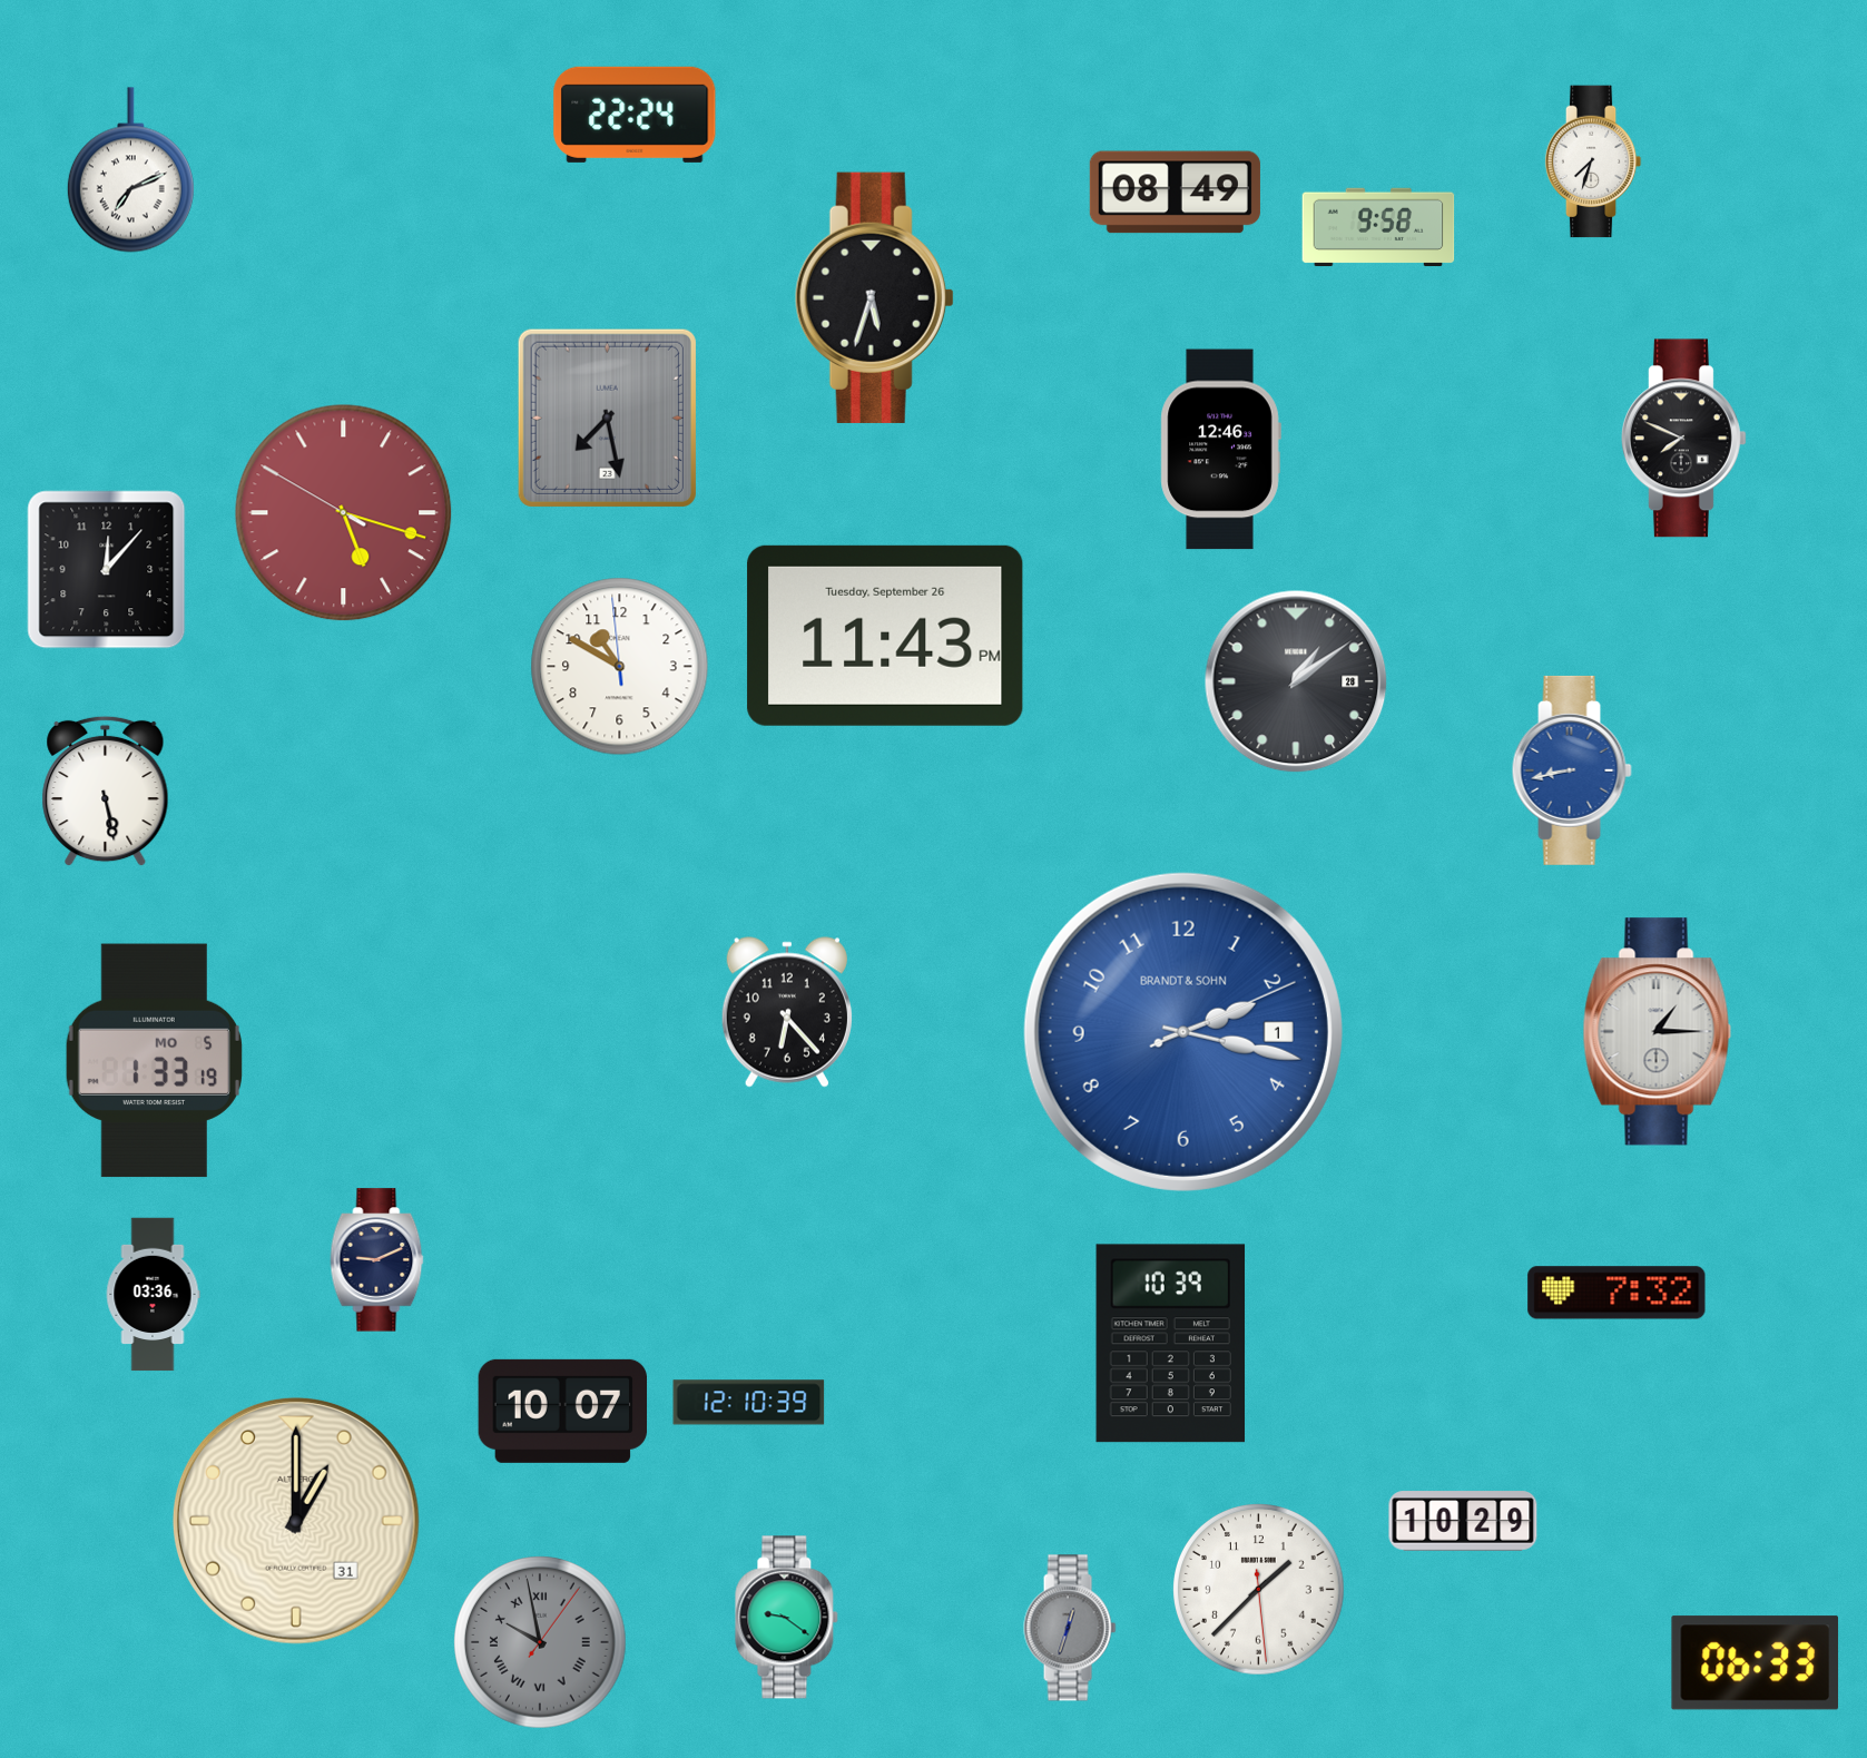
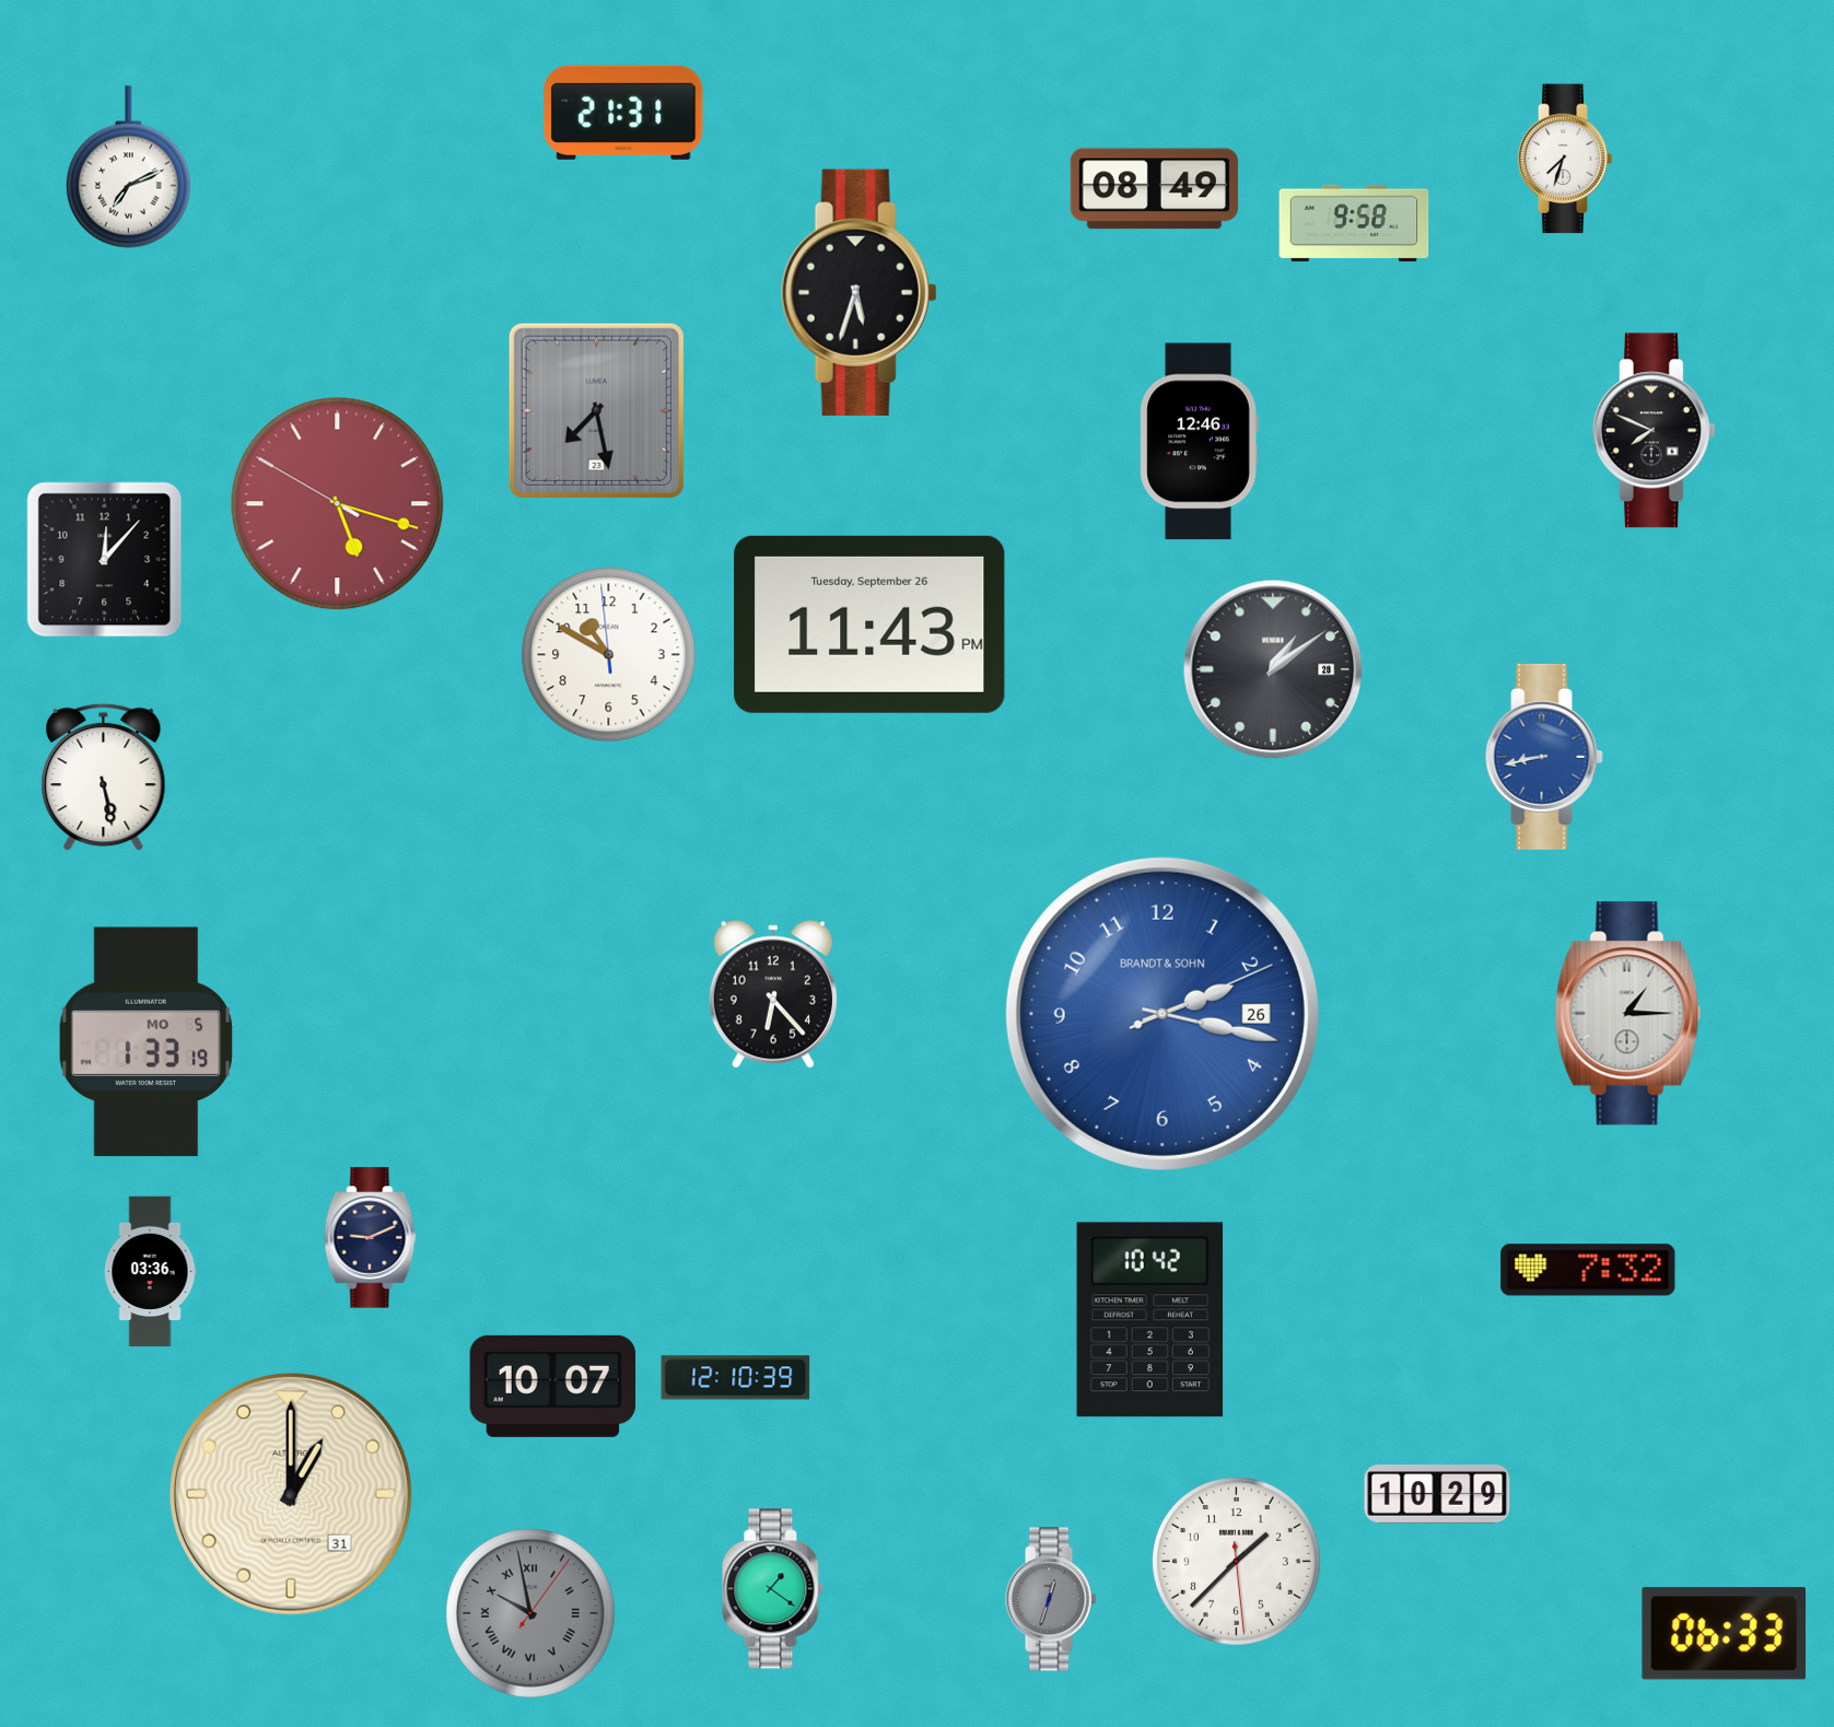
clock at (635, 115): 22:24 -> 21:31
clock at (1183, 1032) date: 1 -> 26
clock at (154, 1061) position: (154, 1061) -> (145, 1042)
clock at (1171, 1344): 10:39 -> 10:42
clock at (787, 1618): 9:21 -> 1:21
